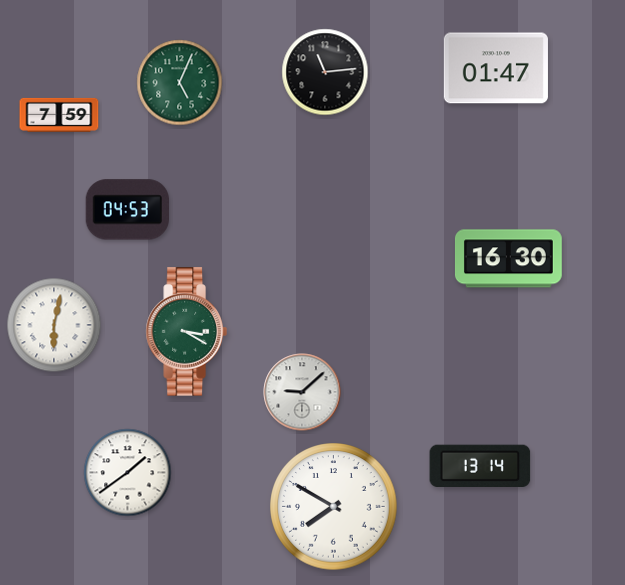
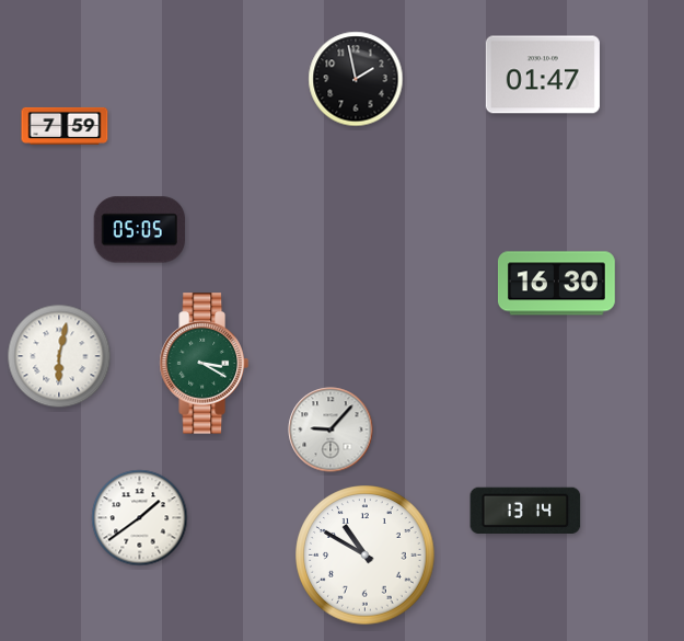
clock at (325, 72): 11:14 -> 1:58
clock at (180, 83): 5:04 -> none
clock at (127, 210): 04:53 -> 05:05
clock at (302, 392): 9:08 -> 9:07
clock at (334, 507): 7:50 -> 10:50
